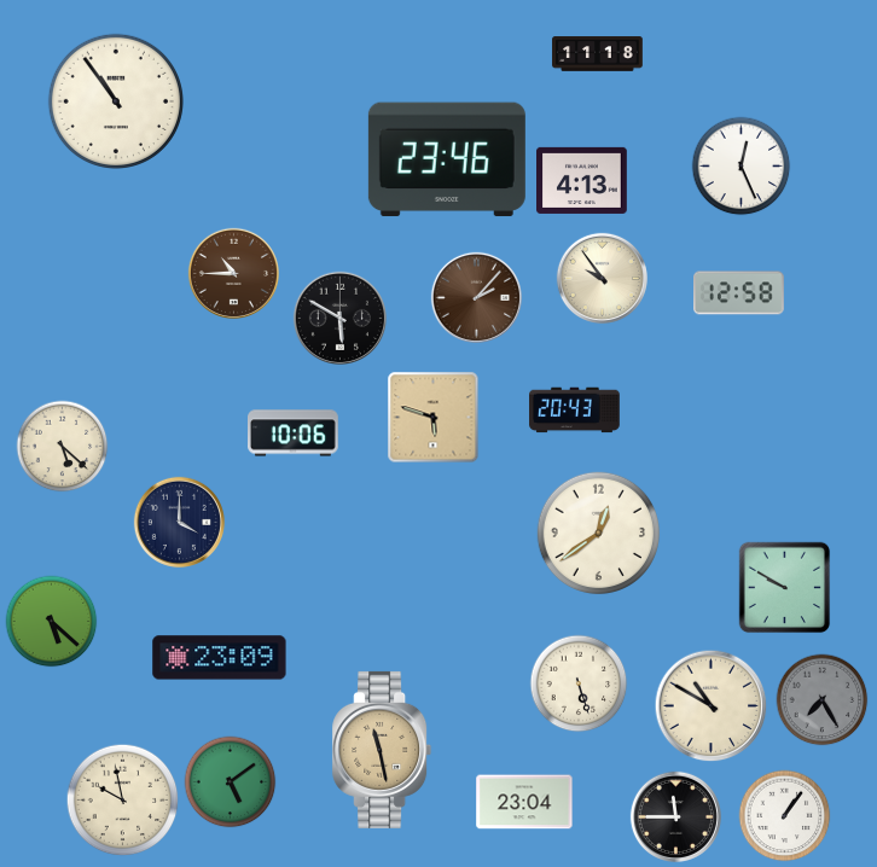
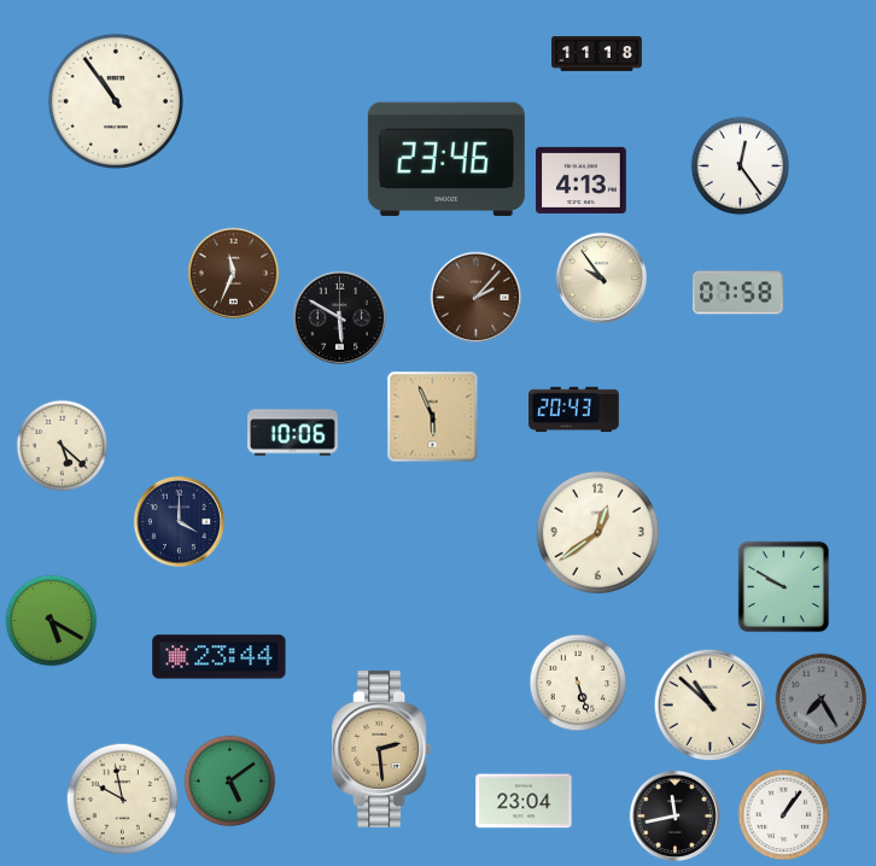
clock at (742, 167): 12:26 -> 12:24
clock at (233, 273): 10:45 -> 11:34
clock at (739, 293): 12:58 -> 07:58
clock at (434, 418): 5:48 -> 5:56
clock at (52, 622): 5:22 -> 5:20
clock at (220, 658): 23:09 -> 23:44
clock at (712, 706): 10:50 -> 10:52
clock at (382, 750): 11:28 -> 2:29
clock at (675, 816): 11:45 -> 11:43
